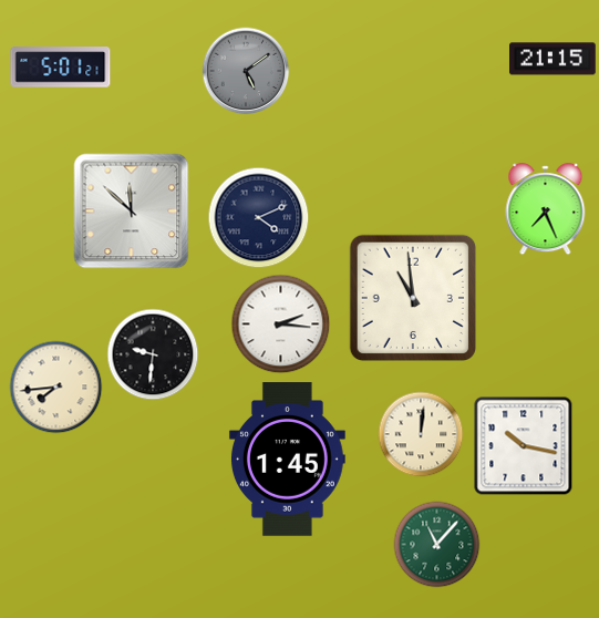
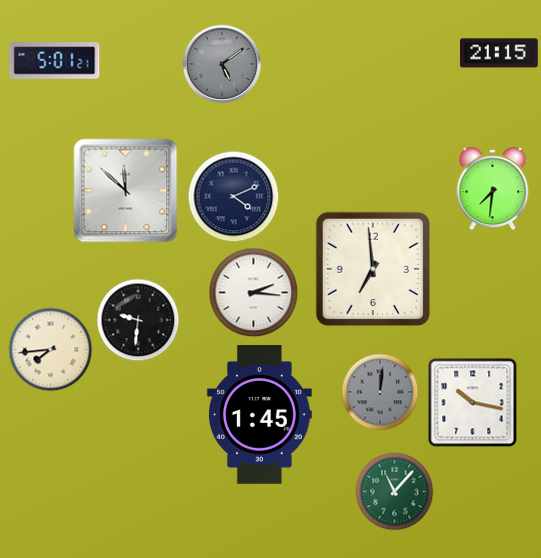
clock at (546, 209): 7:26 -> 7:31
clock at (132, 212) position: (132, 212) -> (126, 191)
clock at (412, 297): 10:59 -> 6:59
clock at (421, 434) dial: cream -> grey
